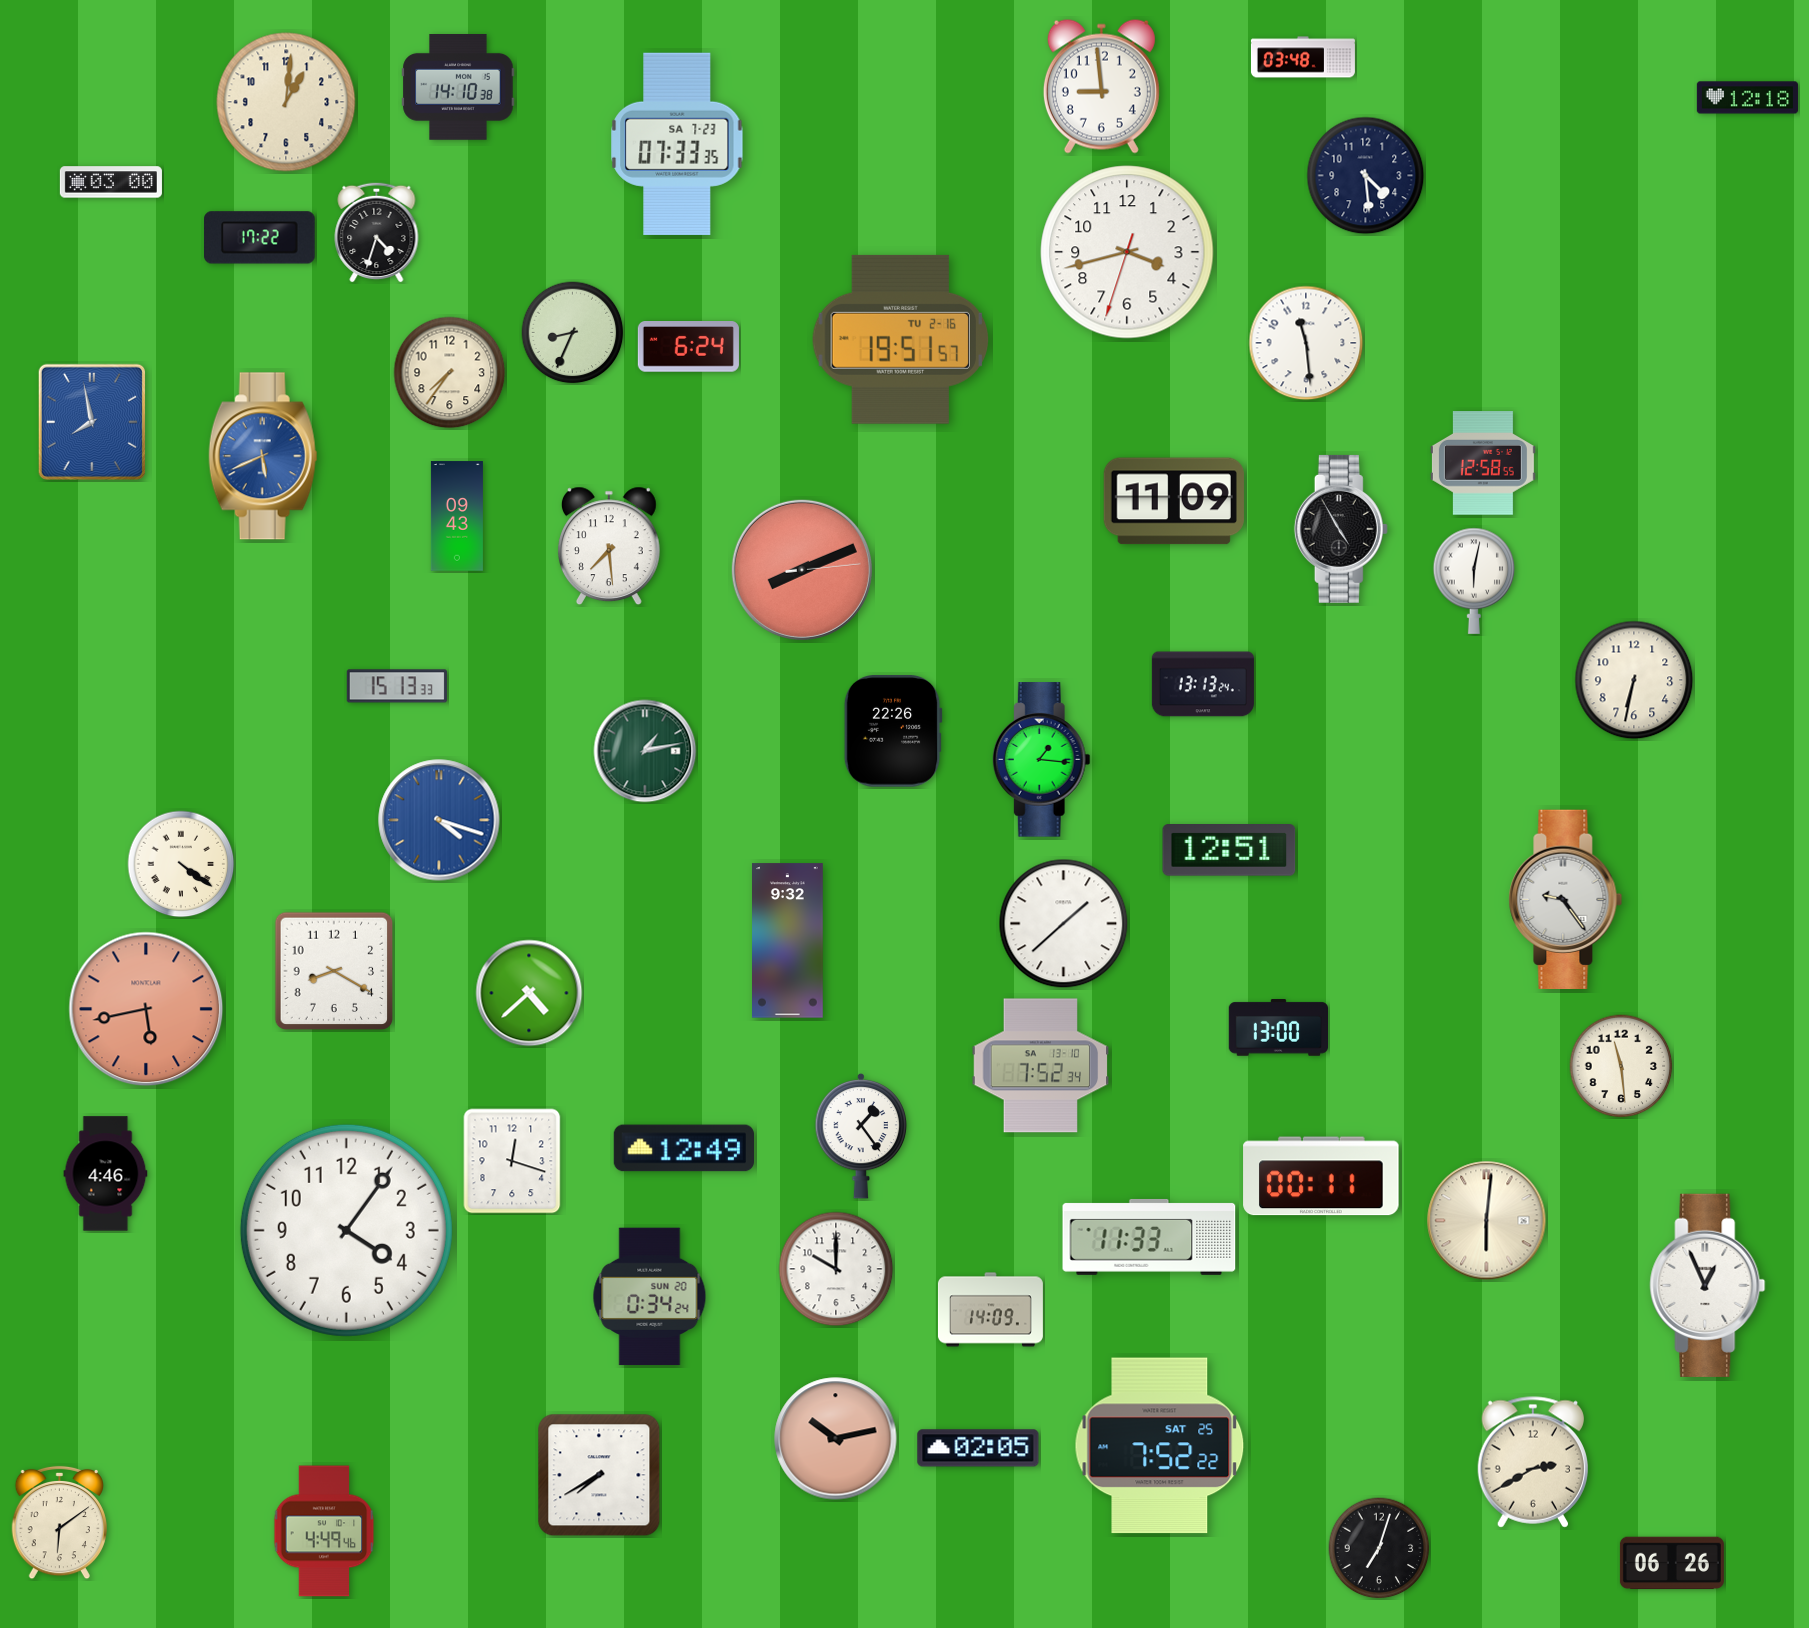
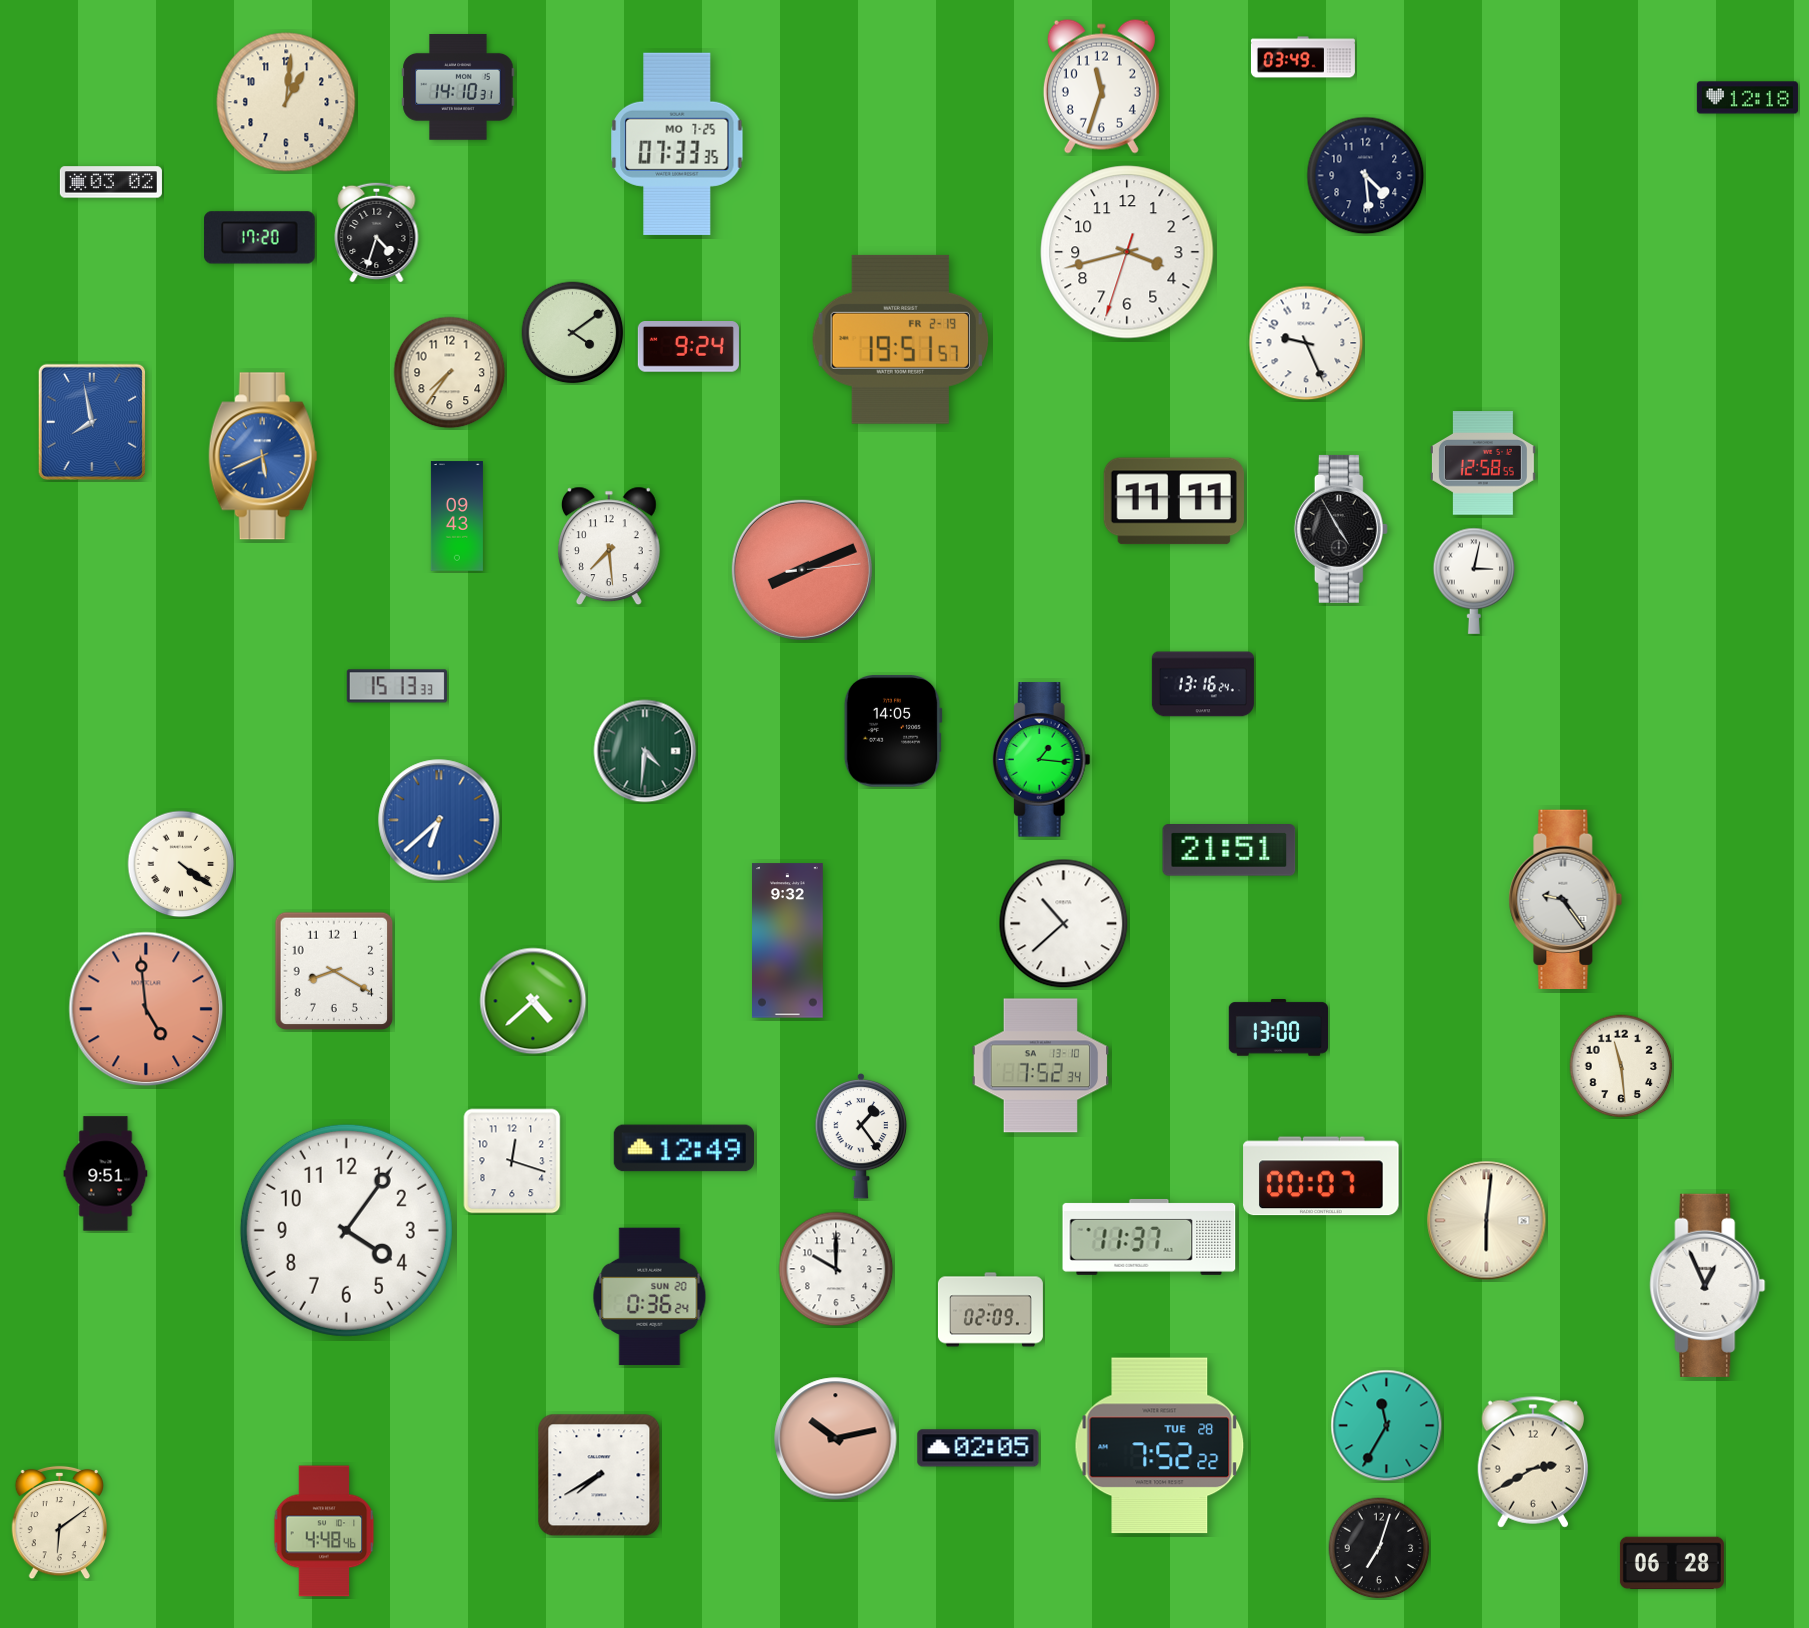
clock at (1303, 57): 03:48 -> 03:49
clock at (1101, 86): 8:59 -> 11:33
clock at (458, 88): 14:10:38 -> 14:10:31
clock at (677, 144) date: SA 7-23 -> MO 7-25
clock at (111, 182): 03:00 -> 03:02
clock at (260, 238): 17:22 -> 17:20
clock at (573, 333): 8:34 -> 4:09
clock at (900, 339) date: TU 2-16 -> FR 2-19
clock at (1306, 343): 11:29 -> 9:26
clock at (688, 347): 6:24 -> 9:24
clock at (1174, 501): 11:09 -> 11:11
clock at (1474, 581): 6:02 -> 3:02
clock at (1634, 680): 6:32 -> none
clock at (1203, 684): 13:13 -> 13:16
clock at (893, 731): 22:26 -> 14:05
clock at (645, 751): 1:13 -> 4:31
clock at (439, 820): 4:18 -> 6:38
clock at (1229, 850): 12:51 -> 21:51
clock at (1064, 924): 1:38 -> 10:38
clock at (529, 993) position: (529, 993) -> (533, 1001)
clock at (146, 1009): 5:43 -> 4:59
clock at (106, 1174): 4:46 -> 9:51
clock at (1321, 1176): 00:11 -> 00:07
clock at (1149, 1237): 11:33 -> 11:37
clock at (650, 1297): 0:34 -> 0:36
clock at (990, 1310): 14:09 -> 02:09
clock at (1387, 1426): none -> 11:35
clock at (1160, 1446) date: SAT 25 -> TUE 28
clock at (324, 1531): 4:49 -> 4:48
clock at (1672, 1563): 06:26 -> 06:28
